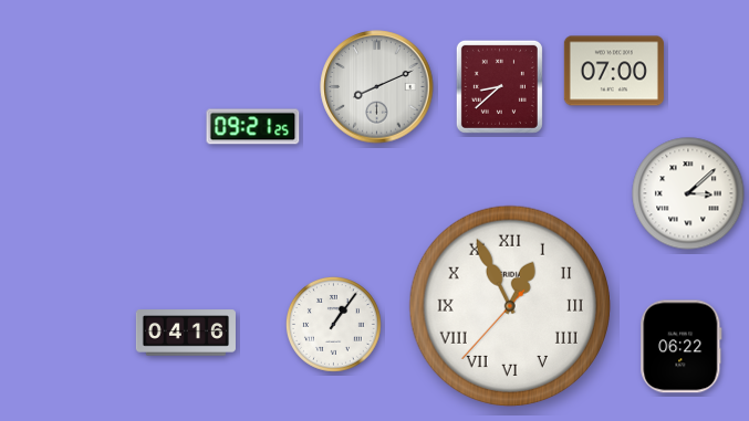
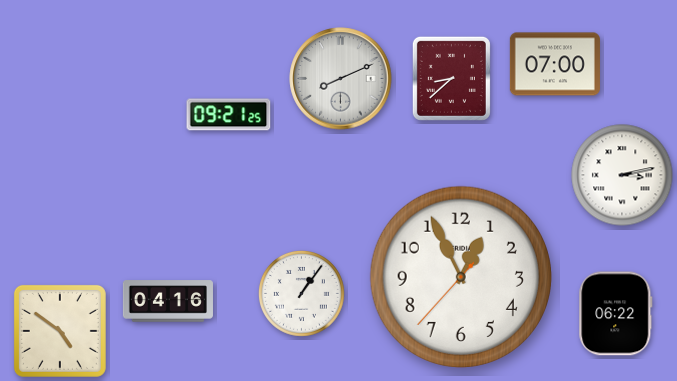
clock at (688, 193): 3:08 -> 3:13
clock at (509, 305) numerals: Roman -> Arabic
clock at (60, 331): none -> 4:51
